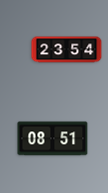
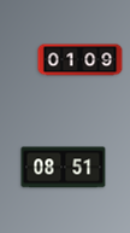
clock at (67, 50): 23:54 -> 01:09
